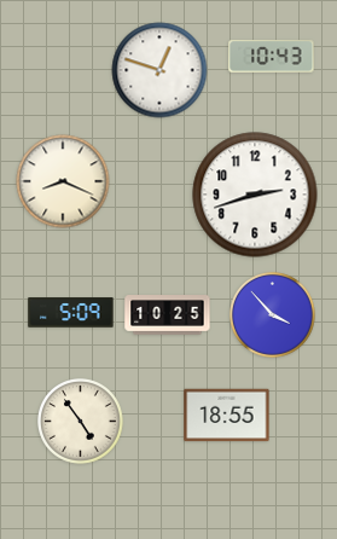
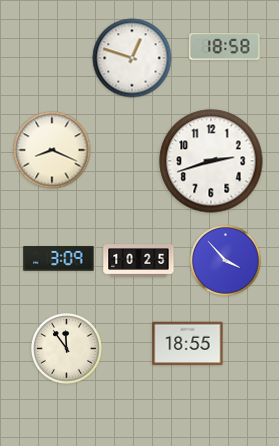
clock at (272, 57): 10:43 -> 18:58
clock at (71, 313): 5:09 -> 3:09
clock at (81, 422): 4:54 -> 11:54
